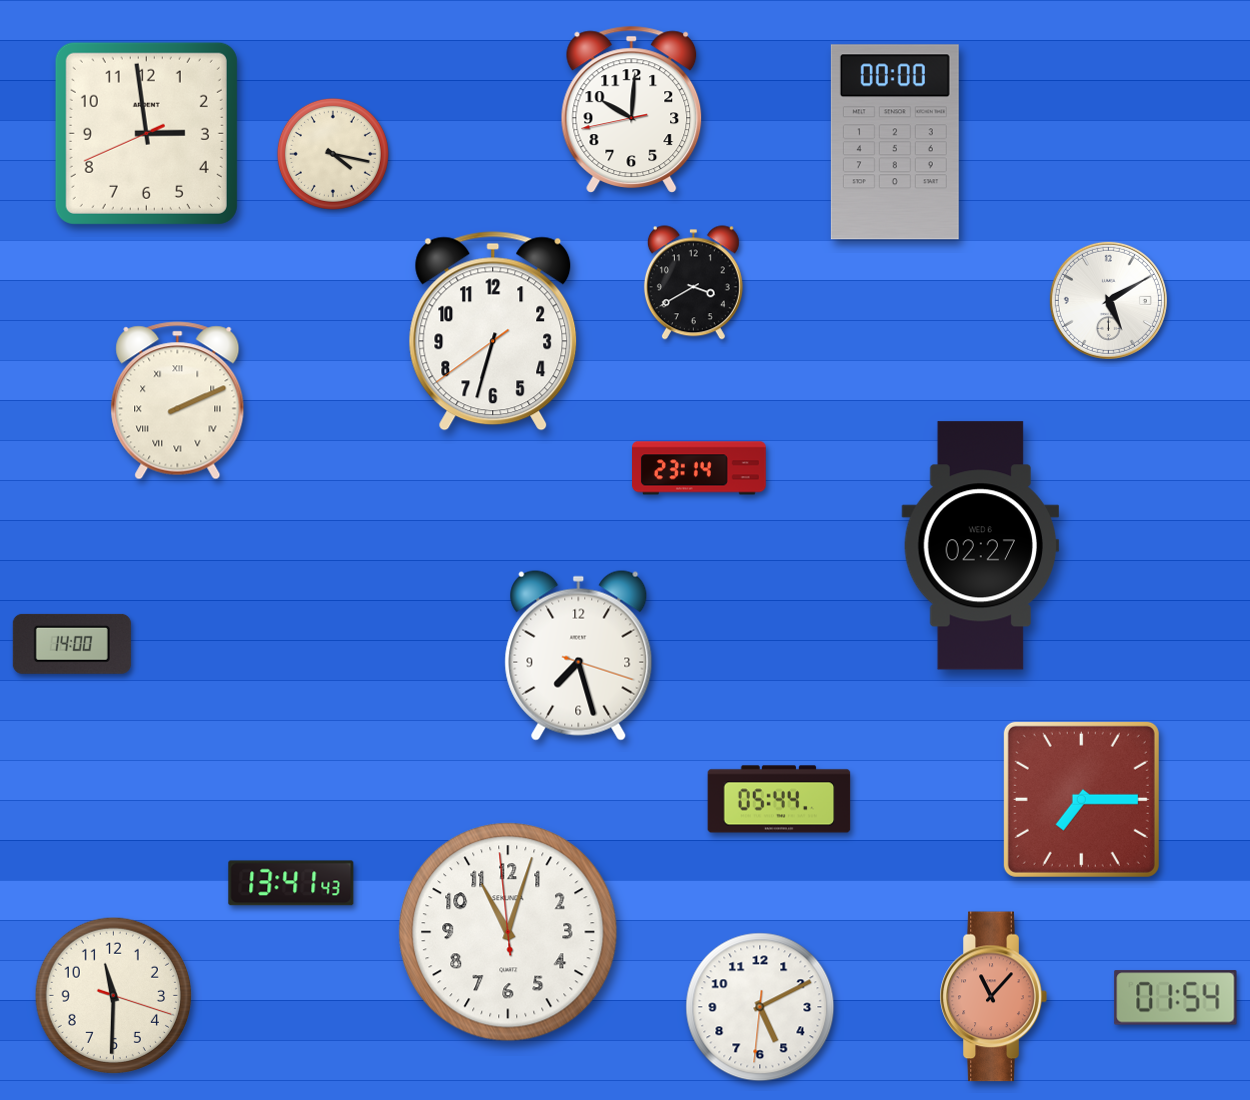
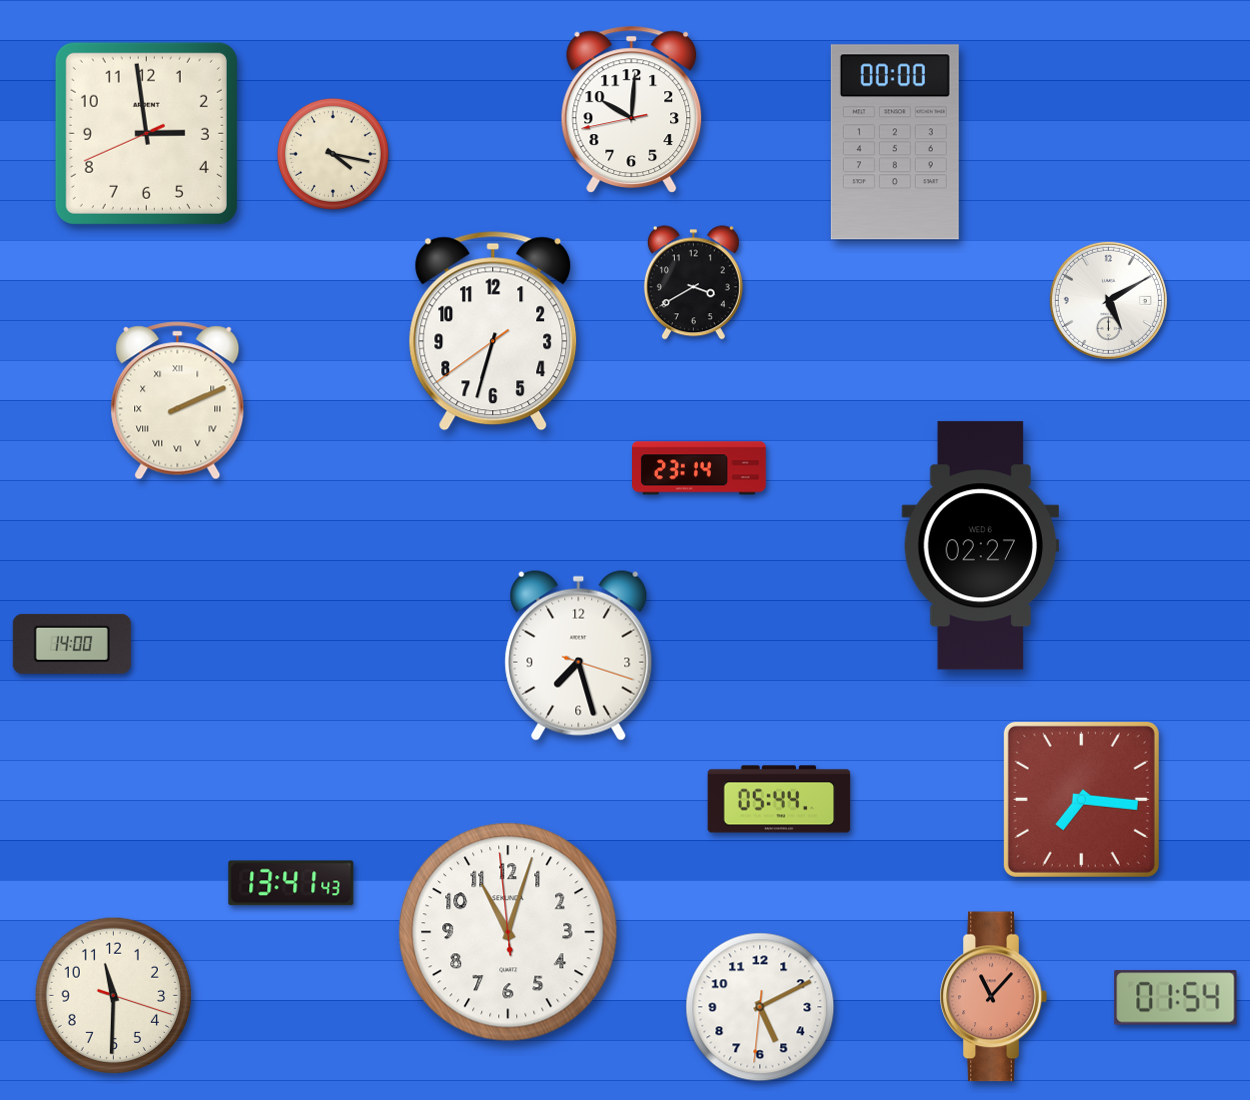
clock at (1081, 799): 7:15 -> 7:16
